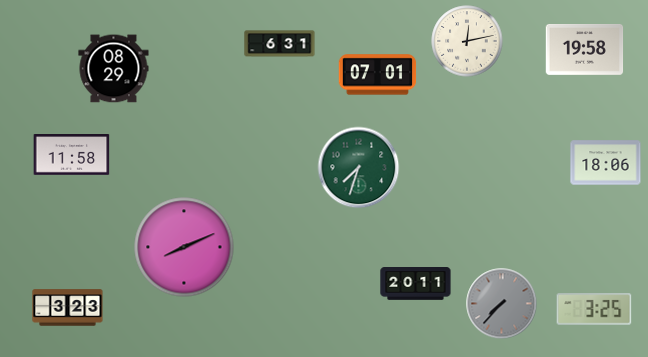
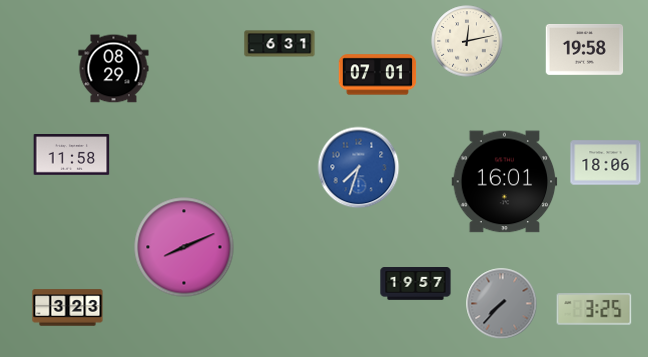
clock at (359, 168) dial: green -> blue
clock at (505, 182): none -> 16:01
clock at (416, 284): 20:11 -> 19:57
